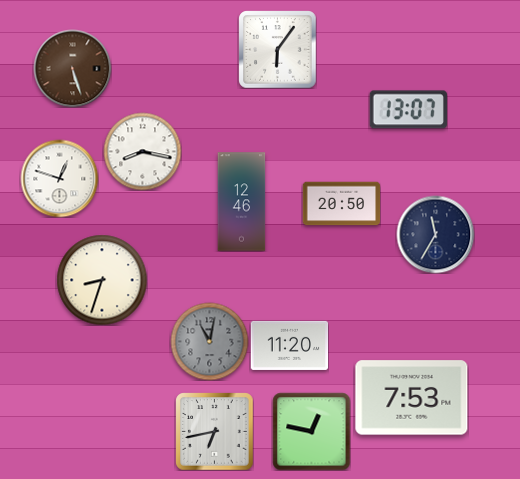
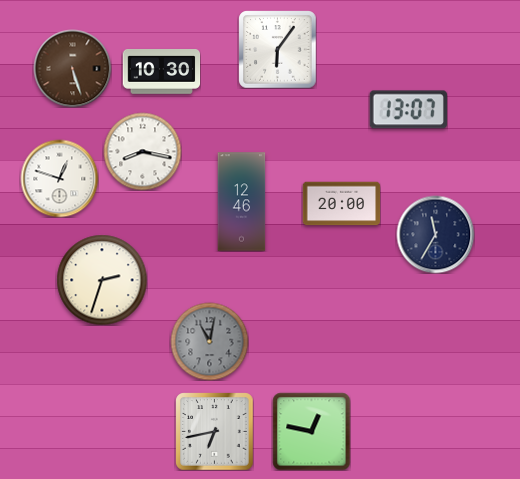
clock at (161, 72): none -> 10:30
clock at (341, 204): 20:50 -> 20:00
clock at (102, 280): 8:33 -> 2:33
clock at (289, 345): 11:20 -> none
clock at (412, 398): 7:53 -> none
